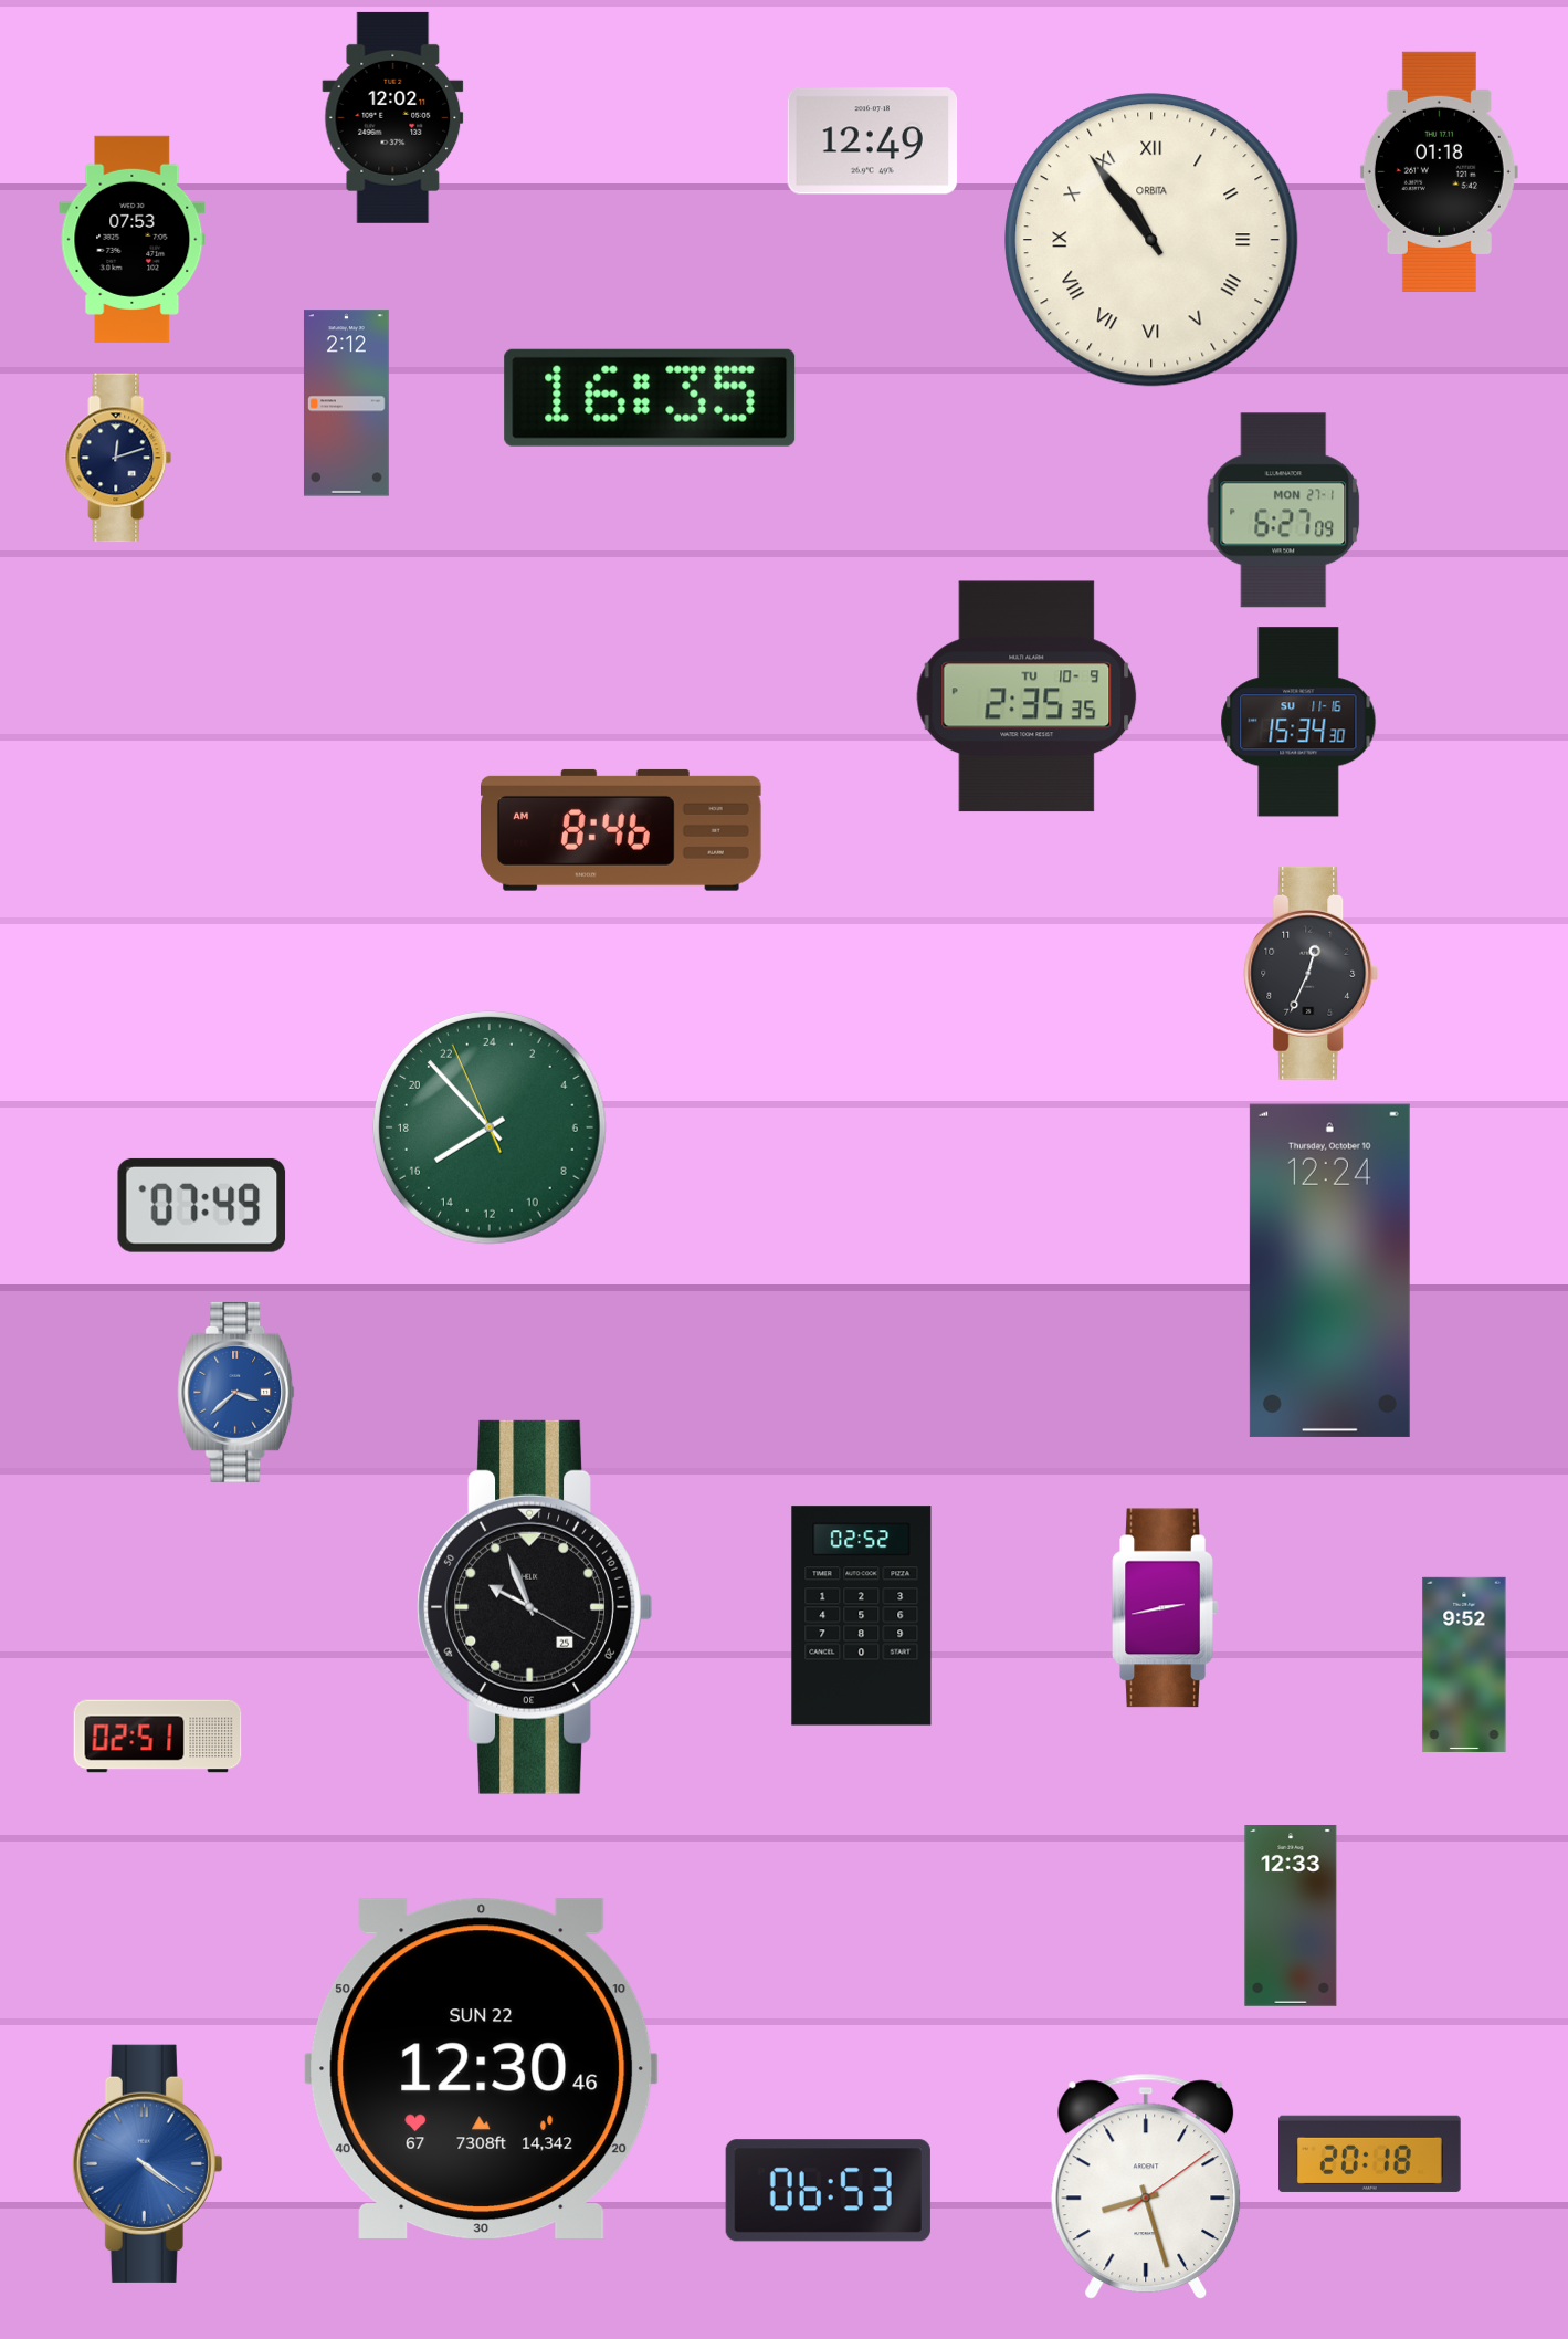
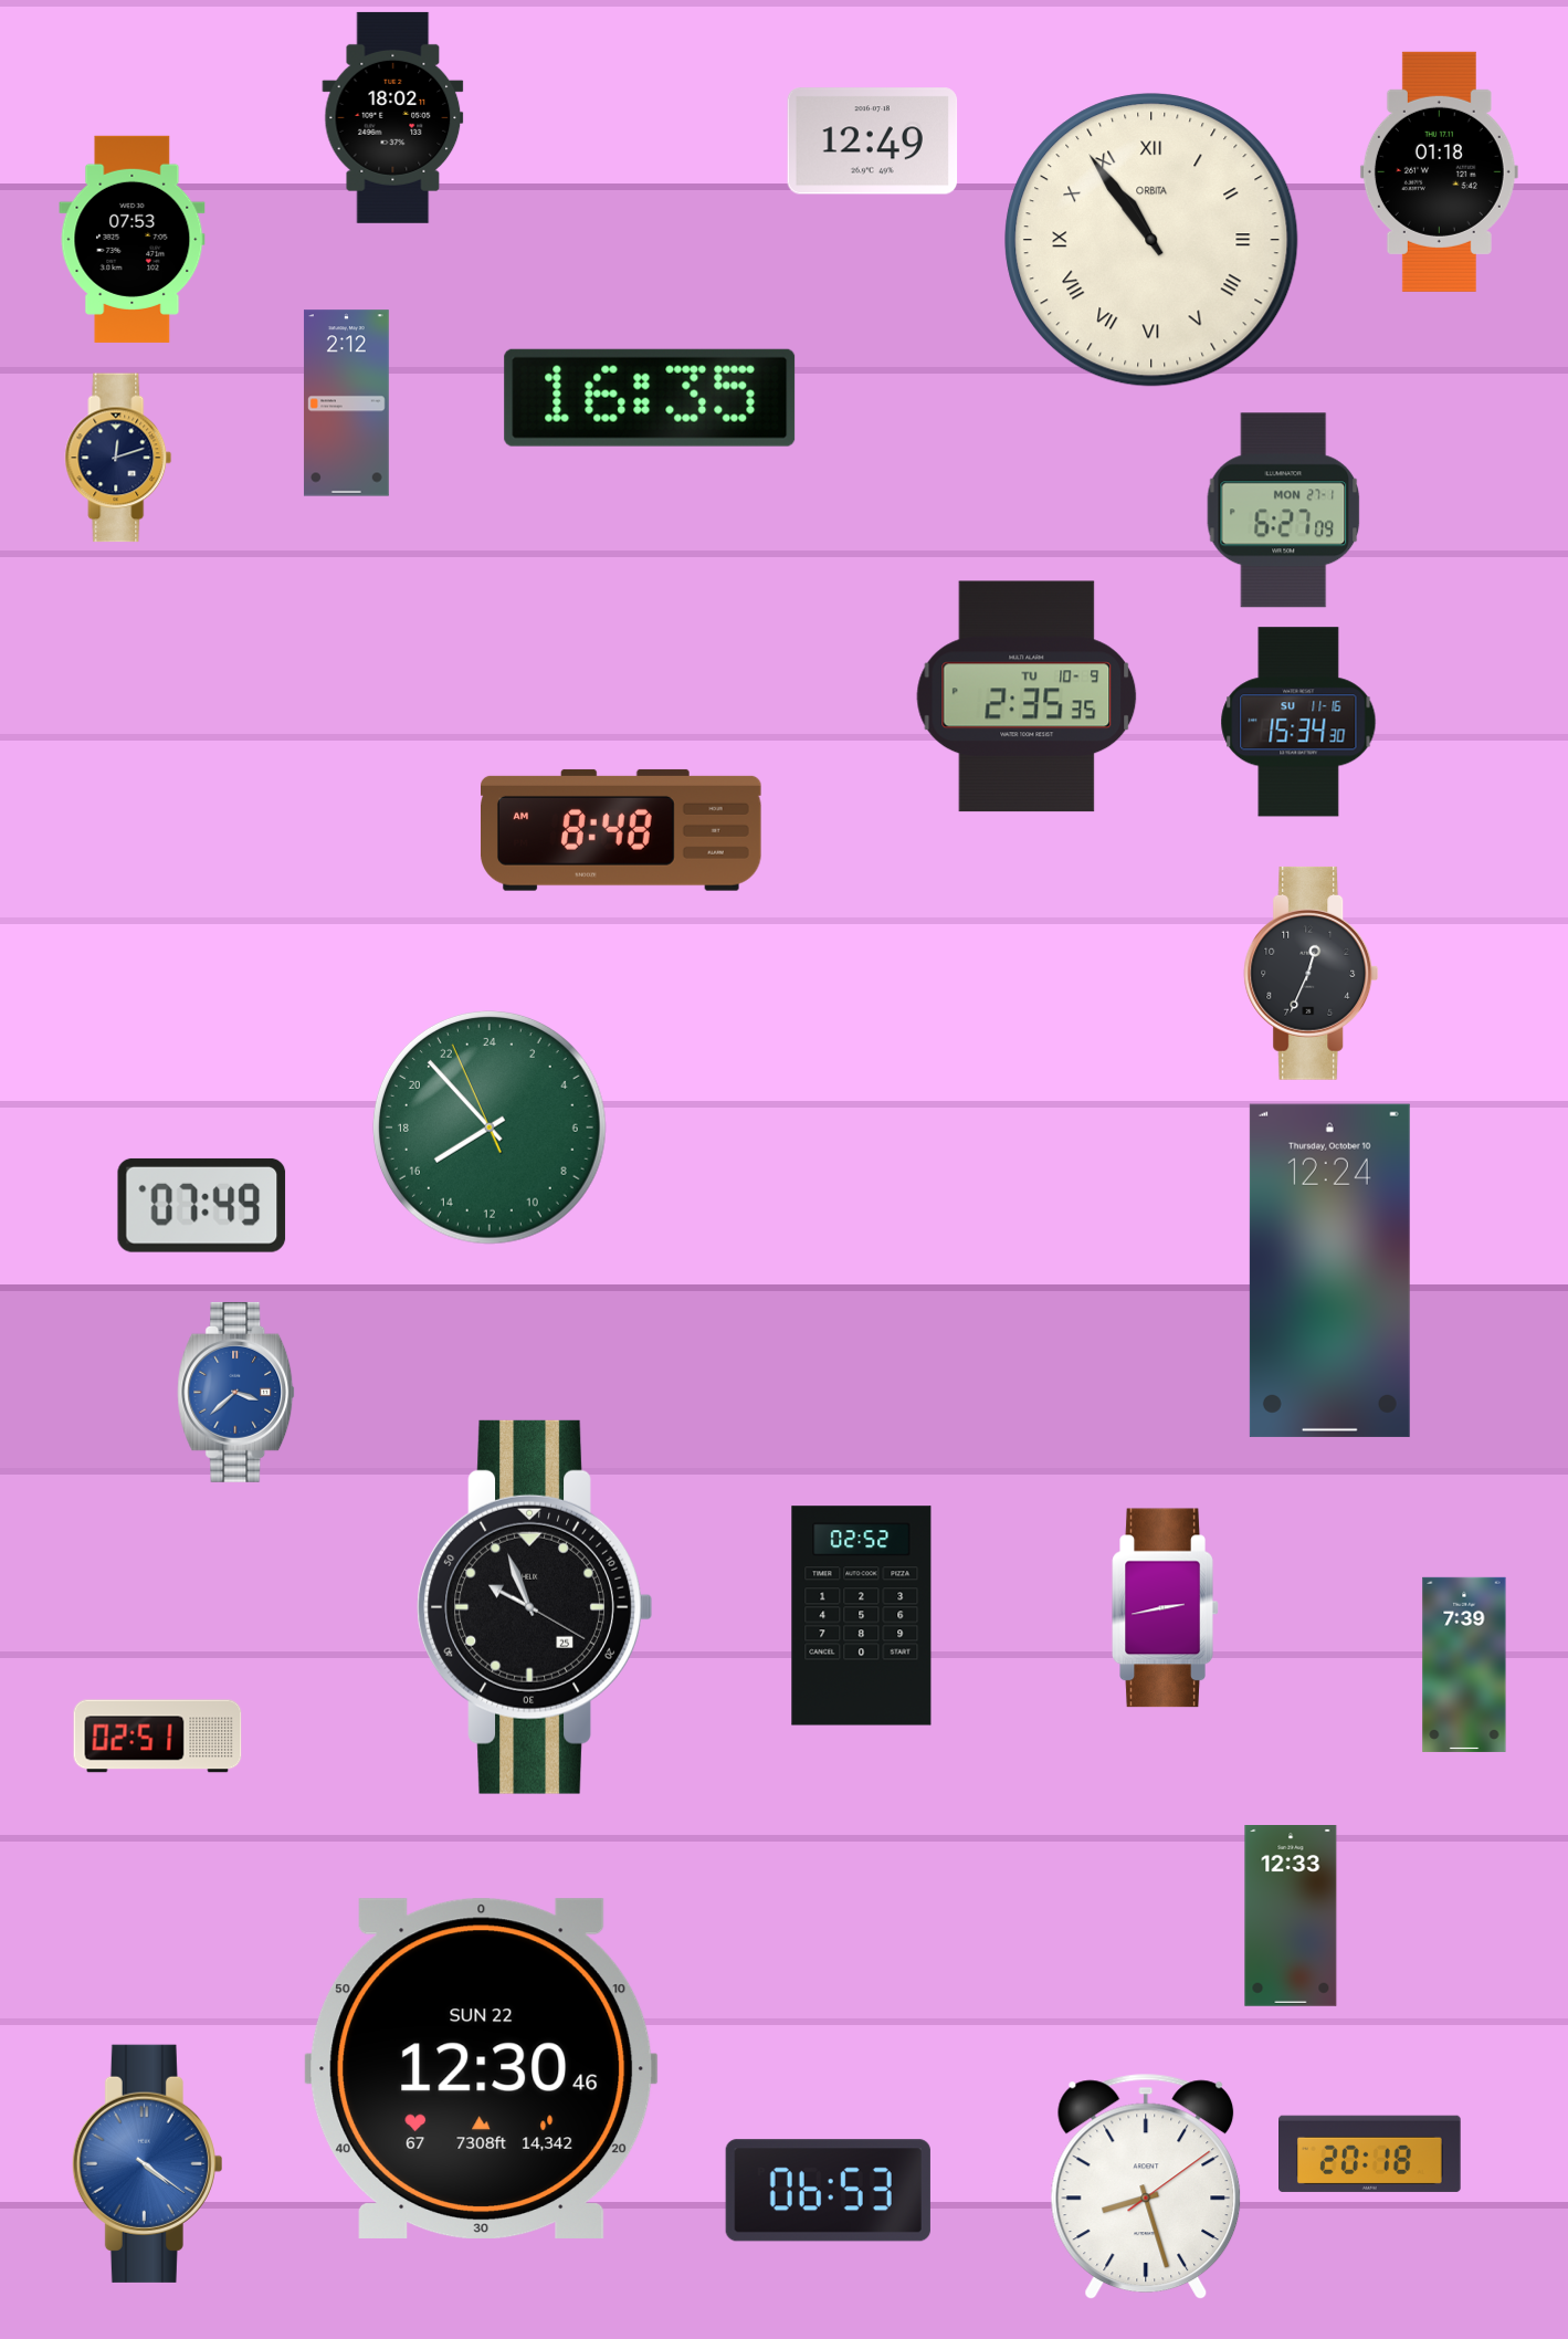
clock at (393, 117): 12:02 -> 18:02
clock at (622, 830): 8:46 -> 8:48
clock at (1464, 1665): 9:52 -> 7:39
